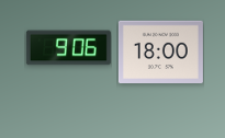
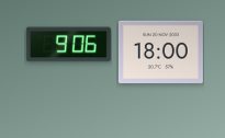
clock at (68, 48) position: (68, 48) -> (68, 45)
